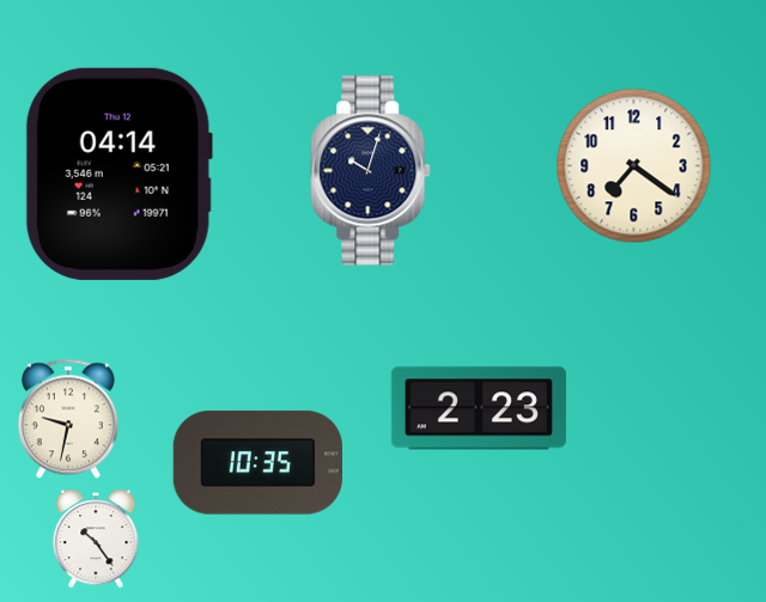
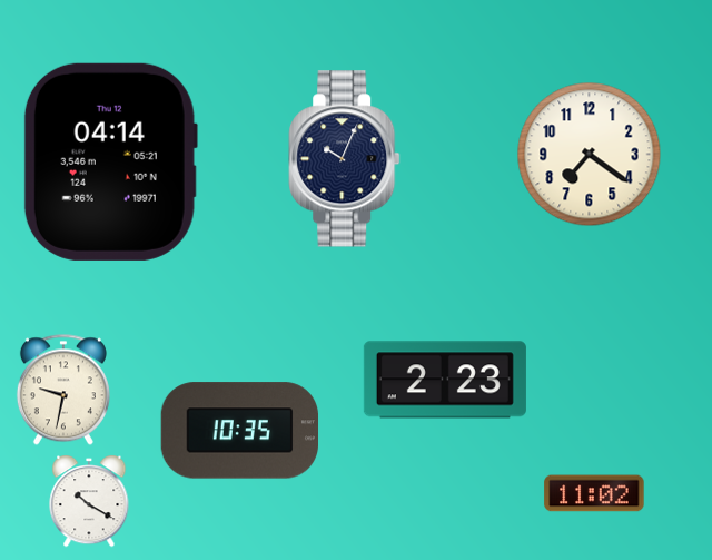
clock at (371, 171): 10:03 -> 10:04
clock at (594, 493): none -> 11:02
clock at (96, 539): 10:24 -> 10:20
